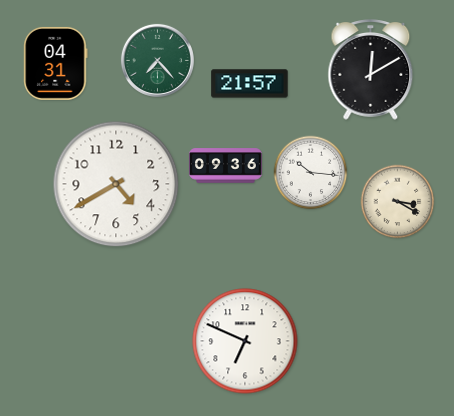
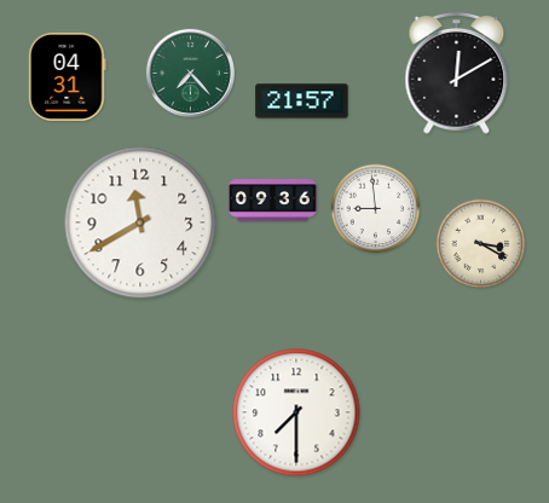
clock at (371, 70) position: (371, 70) -> (457, 74)
clock at (311, 173): 10:16 -> 8:59
clock at (116, 184): 4:40 -> 11:40
clock at (245, 341): 6:49 -> 7:30
